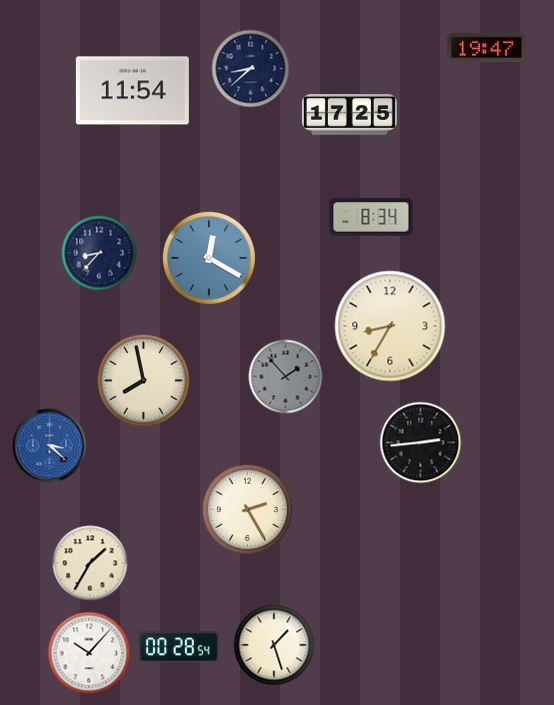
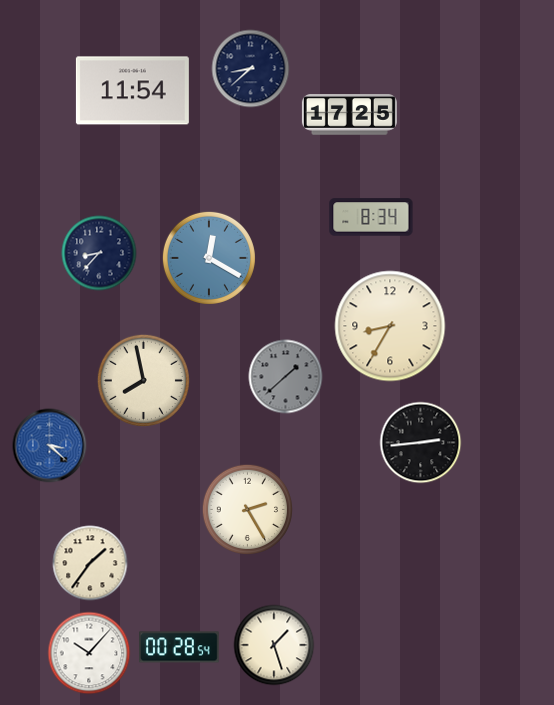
clock at (486, 48): 19:47 -> none
clock at (286, 377): 1:53 -> 1:38
clock at (90, 563): 1:35 -> 1:36
